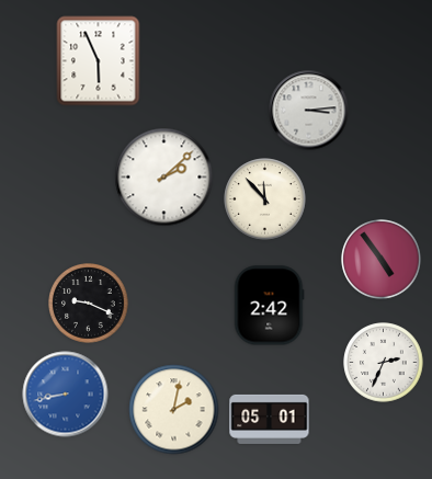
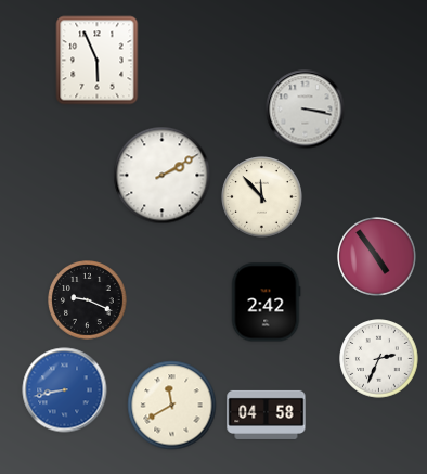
clock at (309, 111): 3:14 -> 3:17
clock at (164, 178): 2:08 -> 2:10
clock at (174, 410): 2:02 -> 11:40
clock at (270, 419): 05:01 -> 04:58
